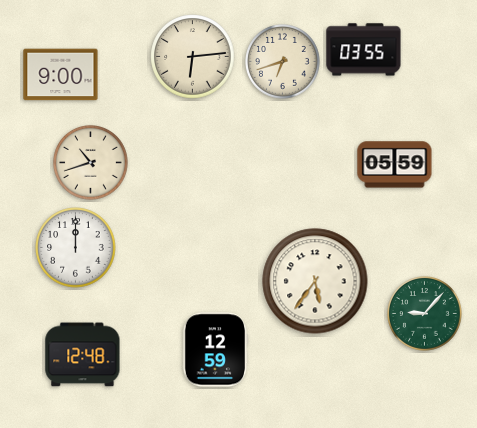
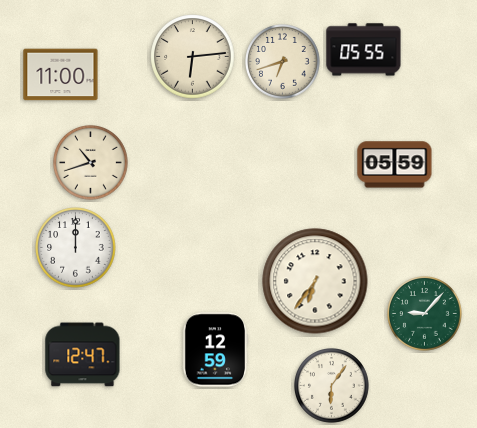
clock at (364, 50): 03:55 -> 05:55
clock at (61, 75): 9:00 -> 11:00
clock at (315, 281): 5:36 -> 6:36
clock at (83, 355): 12:48 -> 12:47
clock at (332, 386): none -> 6:06
